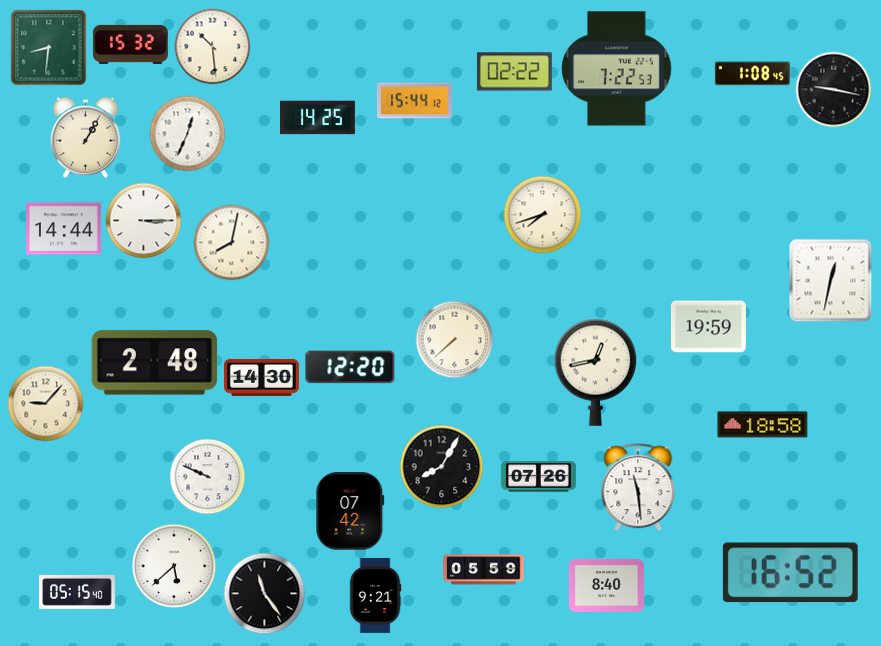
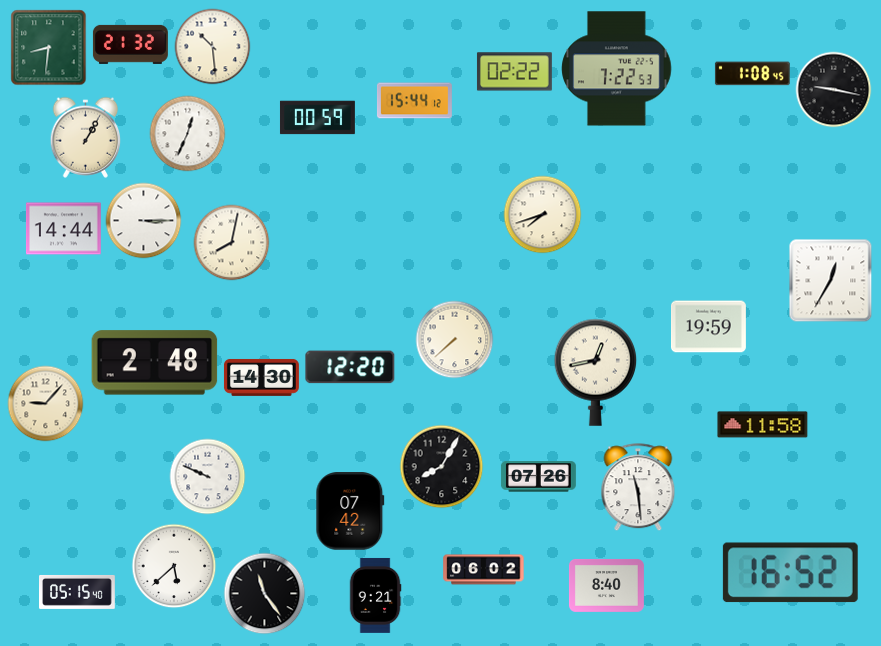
clock at (130, 44): 15:32 -> 21:32
clock at (317, 118): 14:25 -> 00:59
clock at (831, 281): 12:32 -> 12:35
clock at (763, 425): 18:58 -> 11:58
clock at (484, 570): 05:59 -> 06:02
